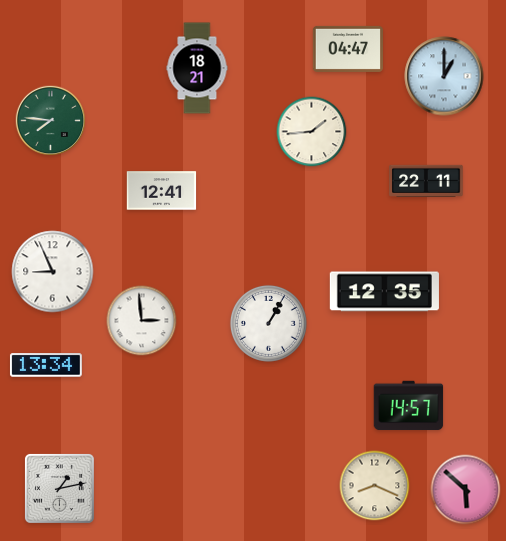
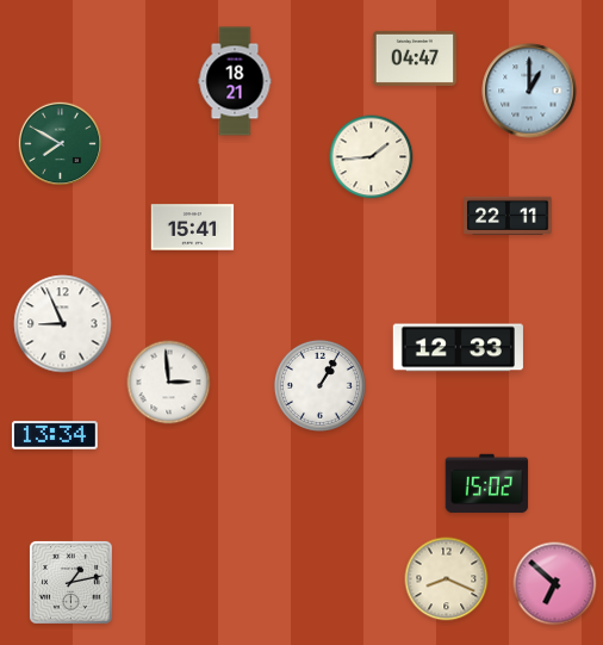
clock at (50, 120): 7:46 -> 7:50
clock at (162, 191): 12:41 -> 15:41
clock at (384, 292): 12:35 -> 12:33
clock at (409, 406): 14:57 -> 15:02
clock at (466, 490): 5:52 -> 6:52
